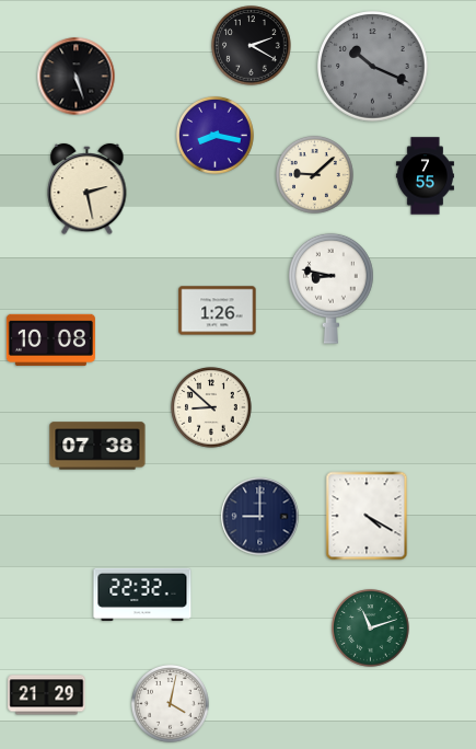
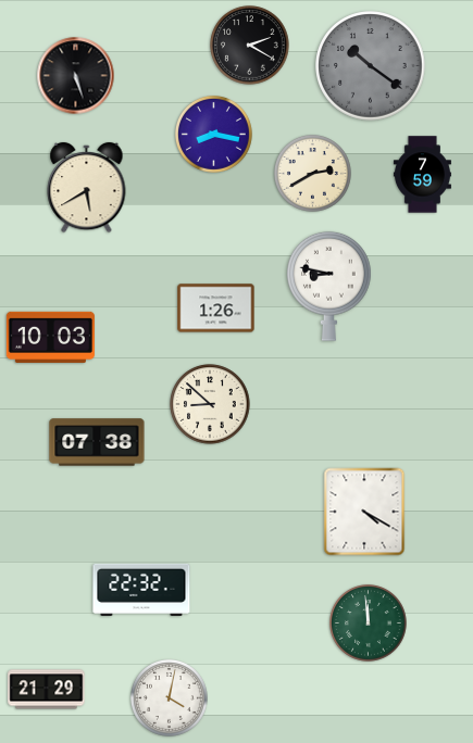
clock at (373, 67): 10:19 -> 10:21
clock at (314, 174): 9:08 -> 2:40
clock at (425, 176): 7:55 -> 7:59
clock at (88, 189): 2:28 -> 5:40
clock at (50, 339): 10:08 -> 10:03
clock at (260, 517): 9:00 -> none
clock at (370, 627): 11:12 -> 11:59
